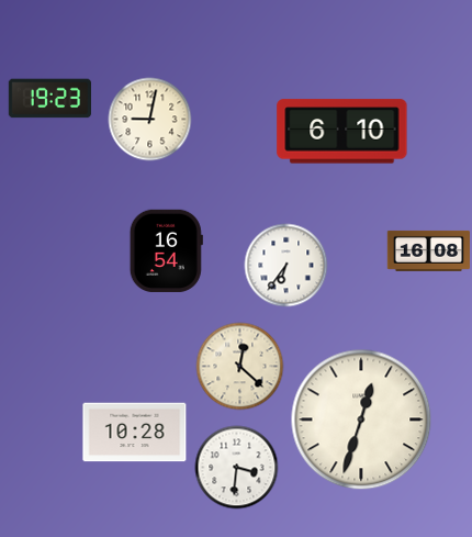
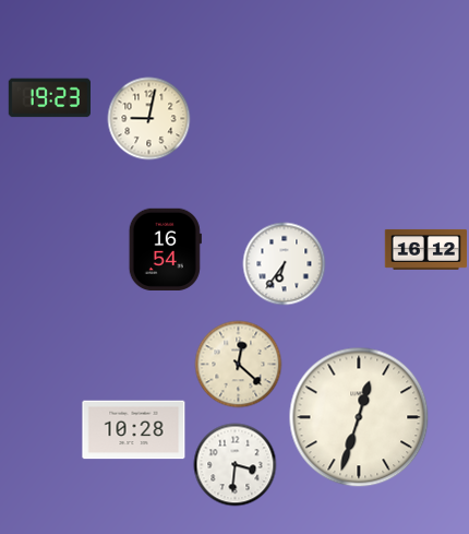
clock at (342, 132): 6:10 -> none
clock at (429, 250): 16:08 -> 16:12
